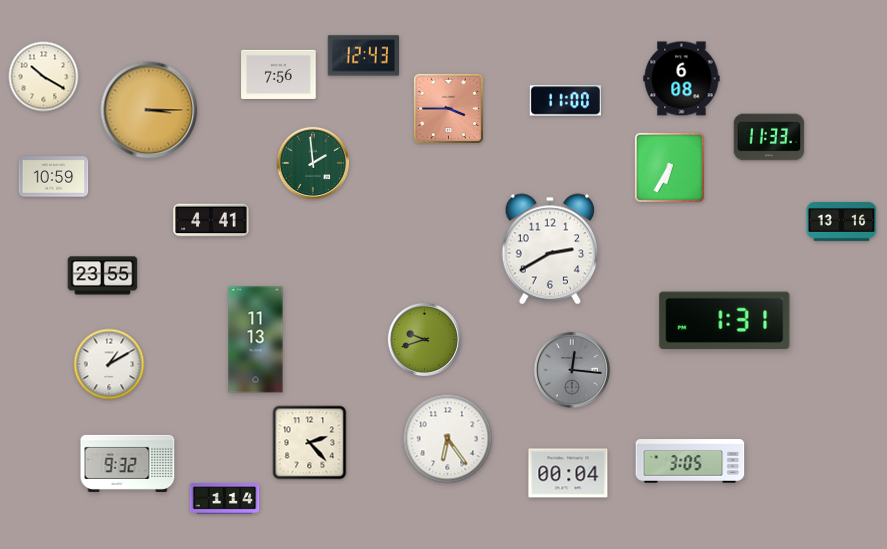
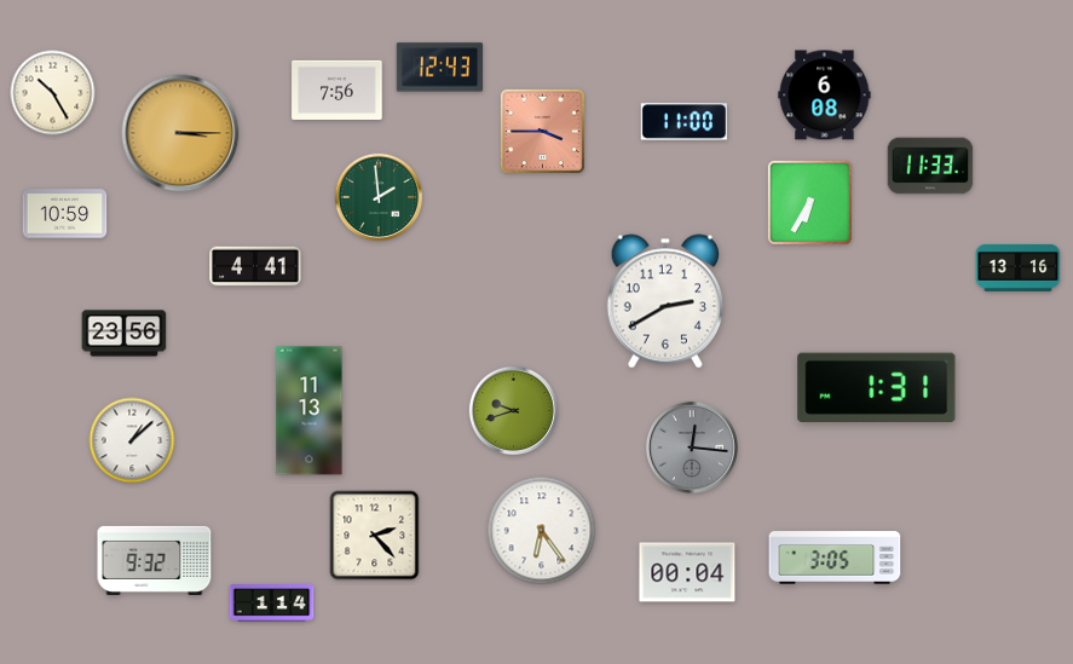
clock at (44, 77): 10:20 -> 10:25
clock at (103, 276): 23:55 -> 23:56
clock at (109, 364): 1:10 -> 1:08
